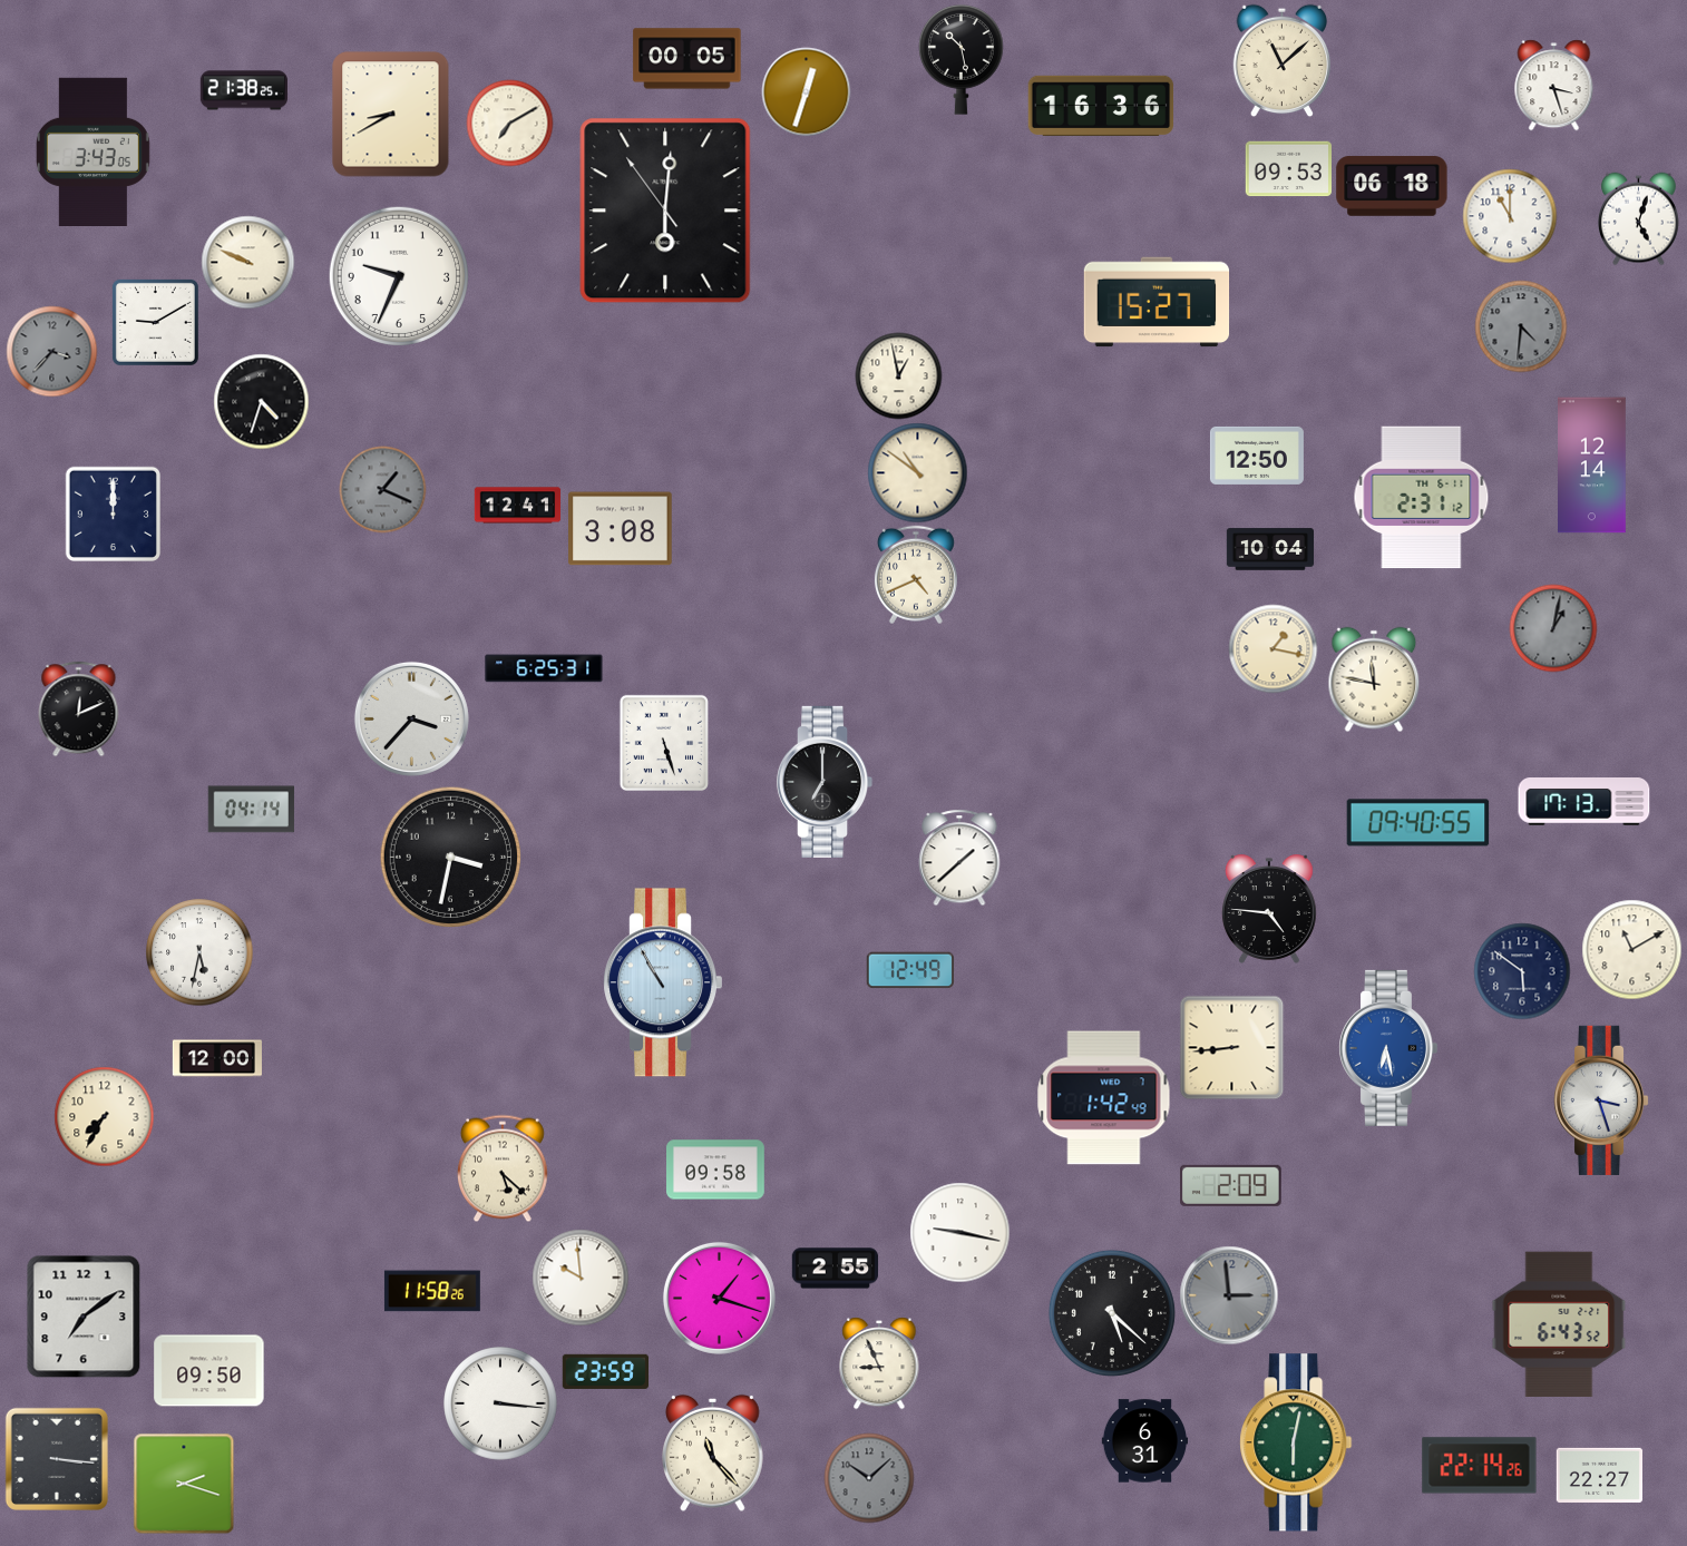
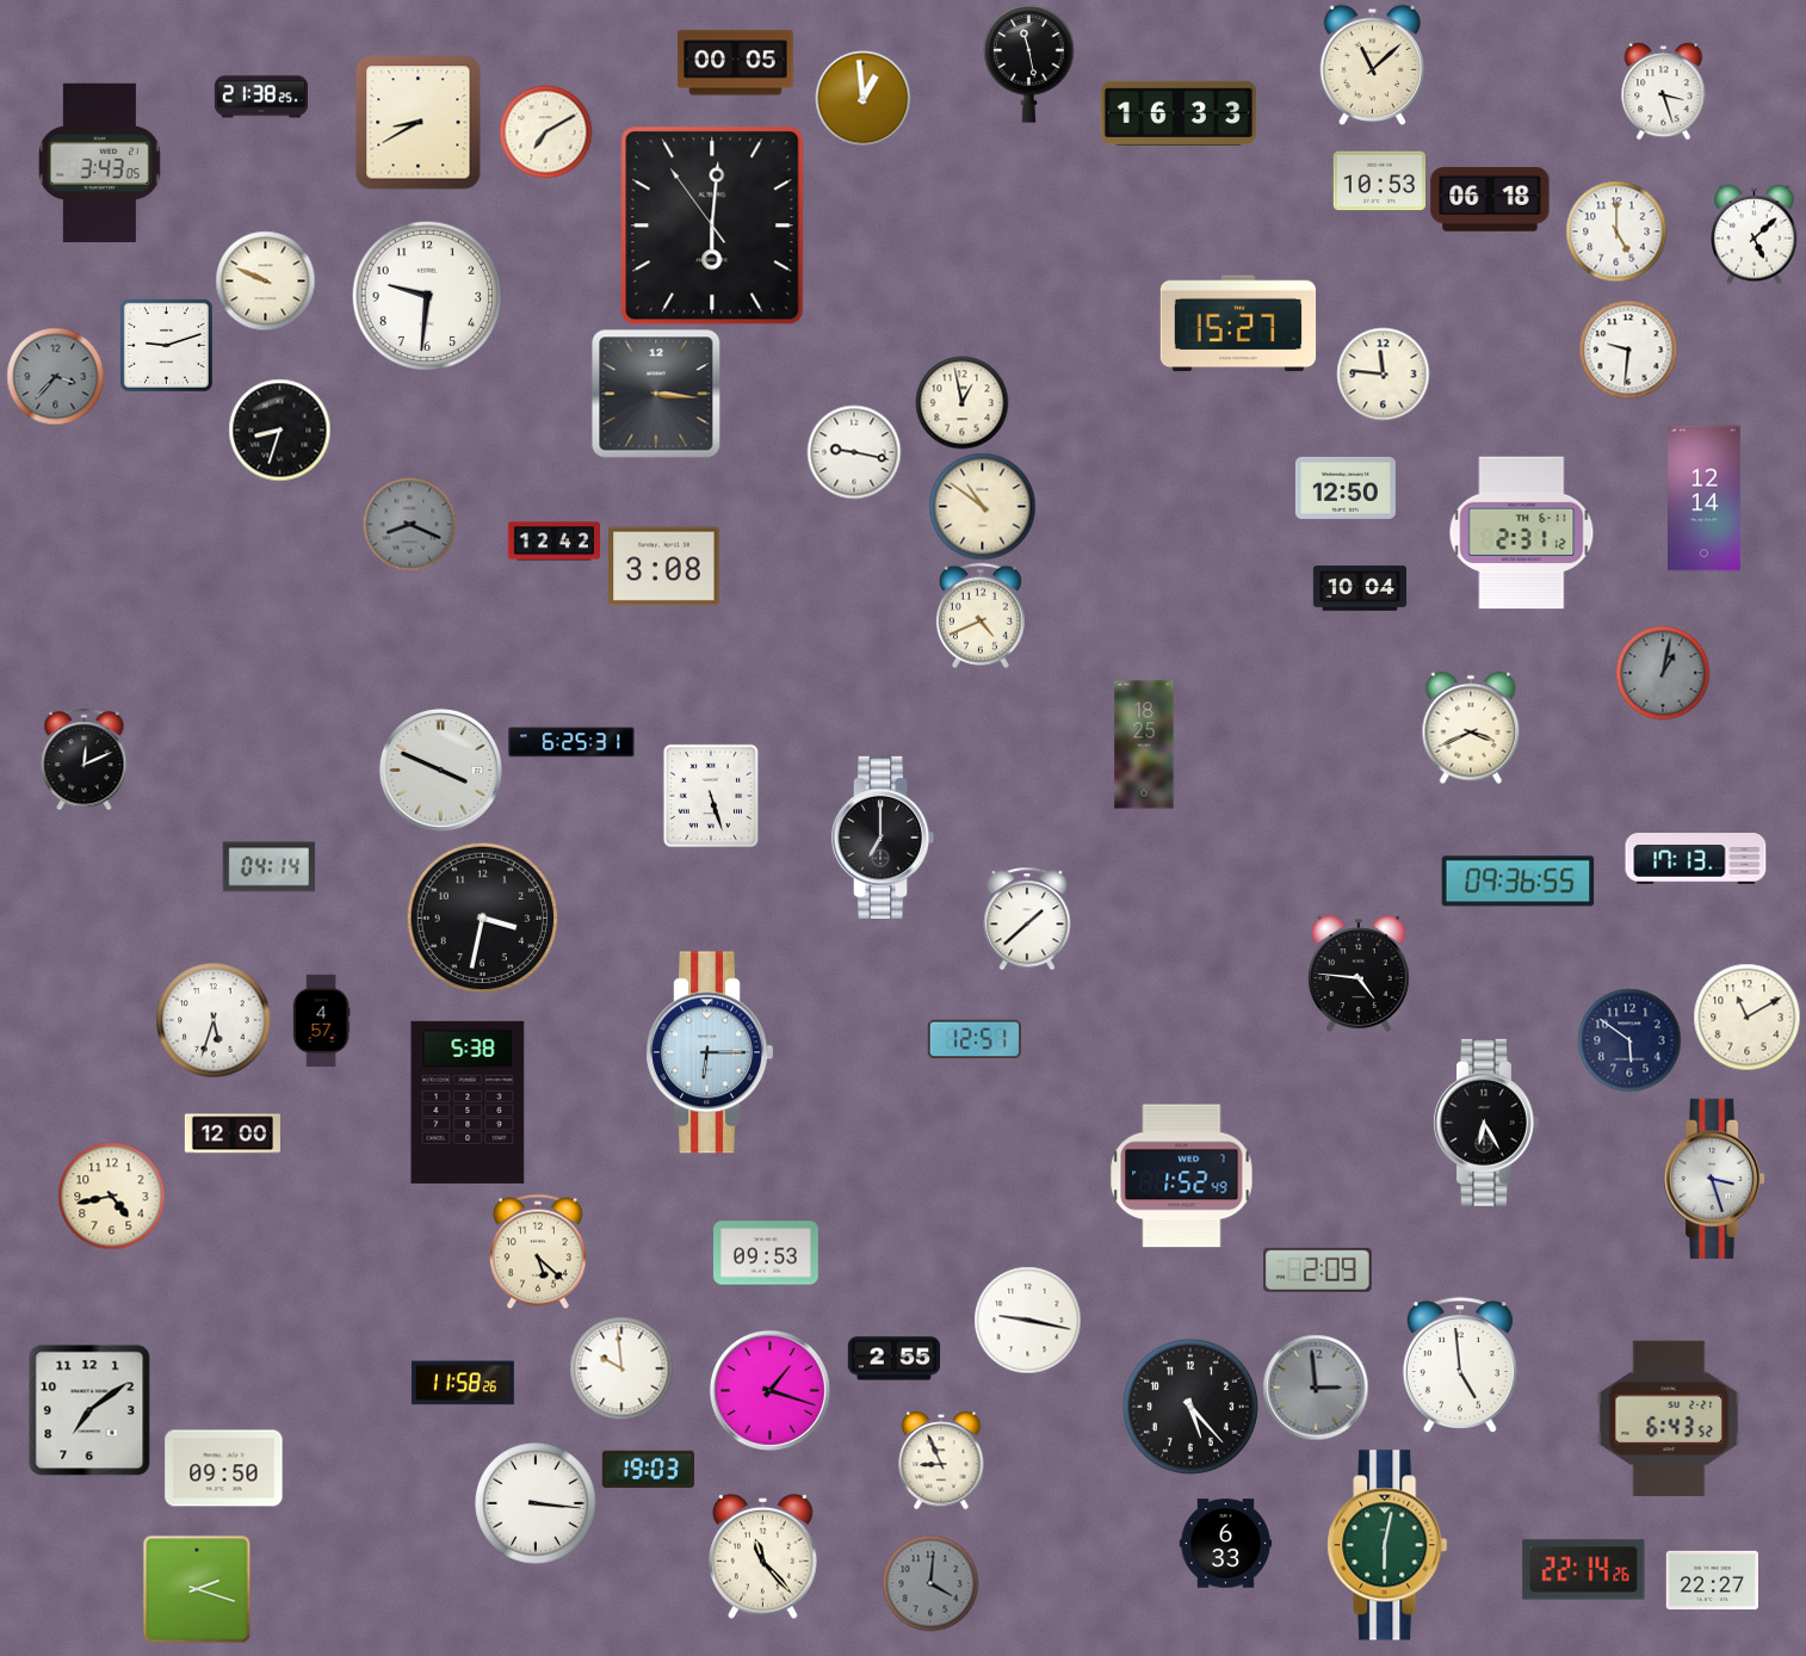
clock at (962, 60): 10:28 -> 11:28
clock at (806, 91): 12:33 -> 12:59
clock at (1101, 105): 16:36 -> 16:33
clock at (1288, 169): 09:53 -> 10:53
clock at (1510, 216): 11:00 -> 5:00
clock at (1639, 218): 5:03 -> 5:08
clock at (398, 275): 9:34 -> 9:31
clock at (155, 322): 9:10 -> 9:12
clock at (1521, 326): 4:31 -> 9:31
clock at (1521, 326) dial: grey -> white
clock at (1383, 373): none -> 11:46
clock at (656, 394): none -> 3:16
clock at (261, 401): 4:33 -> 8:33
clock at (854, 452): none -> 9:17
clock at (382, 489): 1:19 -> 8:19
clock at (517, 506): 12:41 -> 12:42
clock at (113, 513): 12:00 -> none
clock at (1272, 648): 1:17 -> none
clock at (544, 668) position: (544, 668) -> (571, 742)
clock at (1374, 679): 11:47 -> 3:41
clock at (1144, 744): none -> 18:25
clock at (411, 718): 3:37 -> 3:49
clock at (1418, 823): 09:40 -> 09:36
clock at (199, 952): 5:32 -> 5:33
clock at (321, 1020): none -> 4:57
clock at (910, 970): 12:49 -> 12:51
clock at (662, 982): 10:55 -> 6:15
clock at (468, 1102): none -> 5:38
clock at (1231, 1047): 8:44 -> none
clock at (1387, 1048): 6:28 -> 6:25
clock at (1387, 1048) dial: blue -> black
clock at (1104, 1098): 1:42 -> 1:52
clock at (104, 1116): 7:35 -> 4:43
clock at (716, 1170): 09:58 -> 09:53
clock at (1460, 1365): none -> 4:59
clock at (1112, 1313): 5:22 -> 5:23
clock at (605, 1371): 23:59 -> 19:03
clock at (1144, 1441): 6:31 -> 6:33
clock at (57, 1459): 3:16 -> none
clock at (869, 1478): 10:08 -> 4:01
